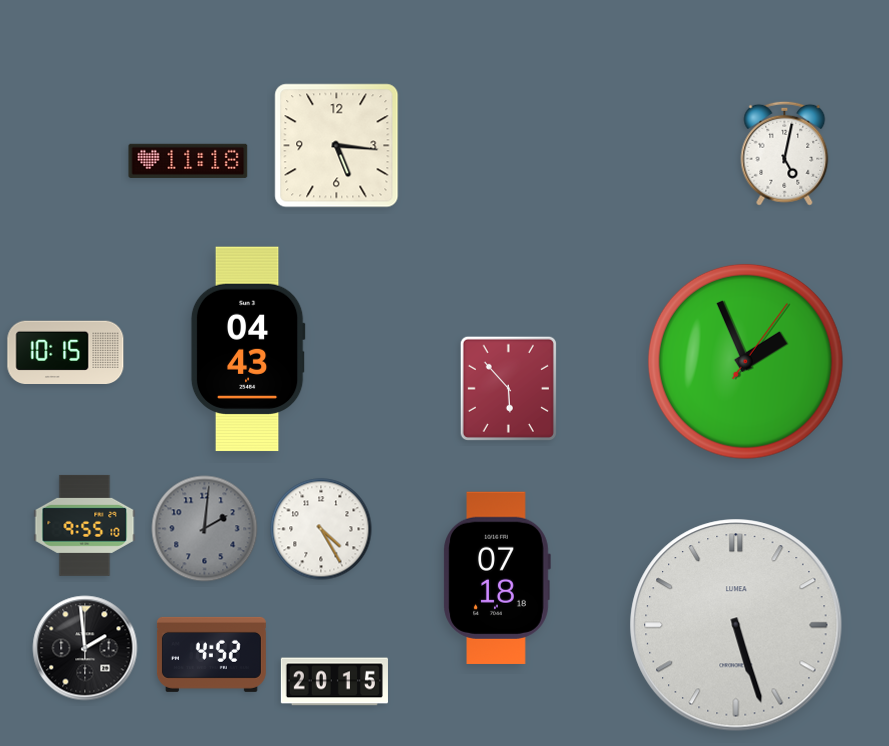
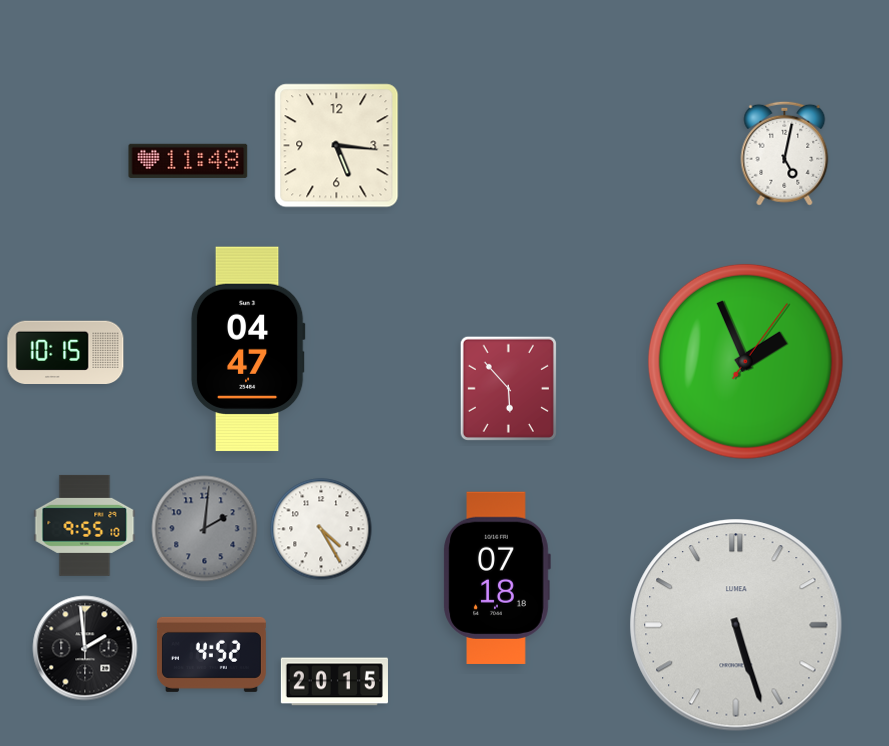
clock at (188, 161): 11:18 -> 11:48
clock at (248, 349): 04:43 -> 04:47
